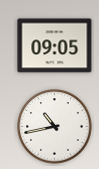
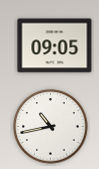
clock at (55, 127) position: (55, 127) -> (51, 127)
